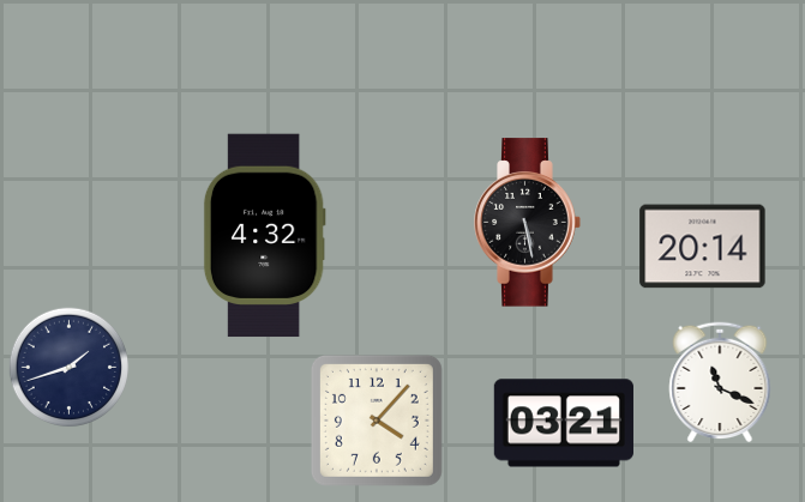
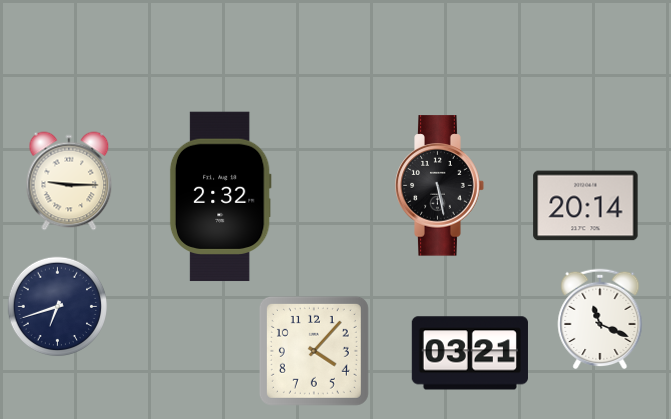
clock at (69, 181): none -> 9:15
clock at (264, 236): 4:32 -> 2:32
clock at (70, 368): 1:42 -> 6:42
